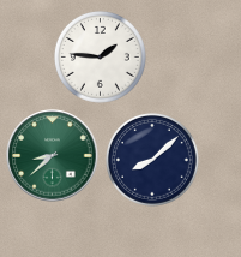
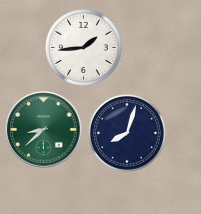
clock at (101, 58): 1:46 -> 1:44
clock at (152, 160): 8:08 -> 8:03
